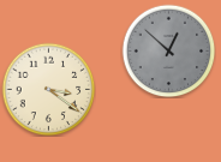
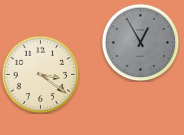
clock at (168, 50): 12:52 -> 12:55
